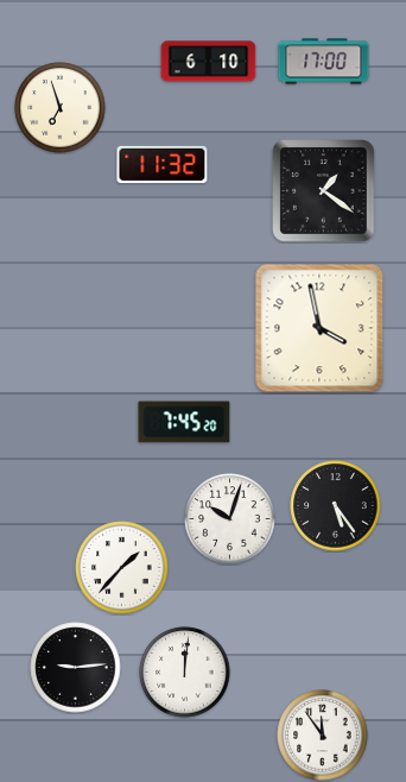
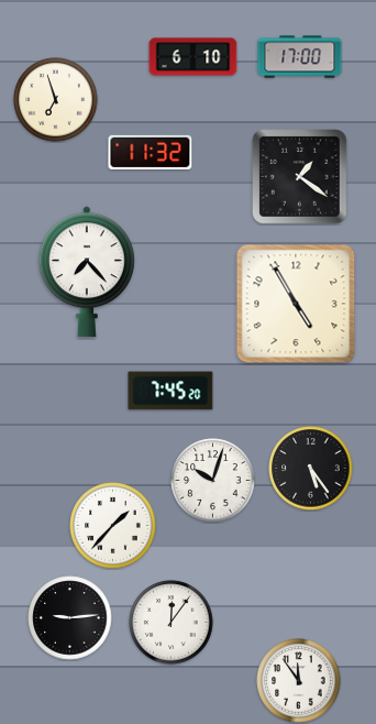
clock at (87, 272): none -> 7:23
clock at (319, 328): 3:58 -> 4:55
clock at (185, 673): 12:01 -> 12:06
